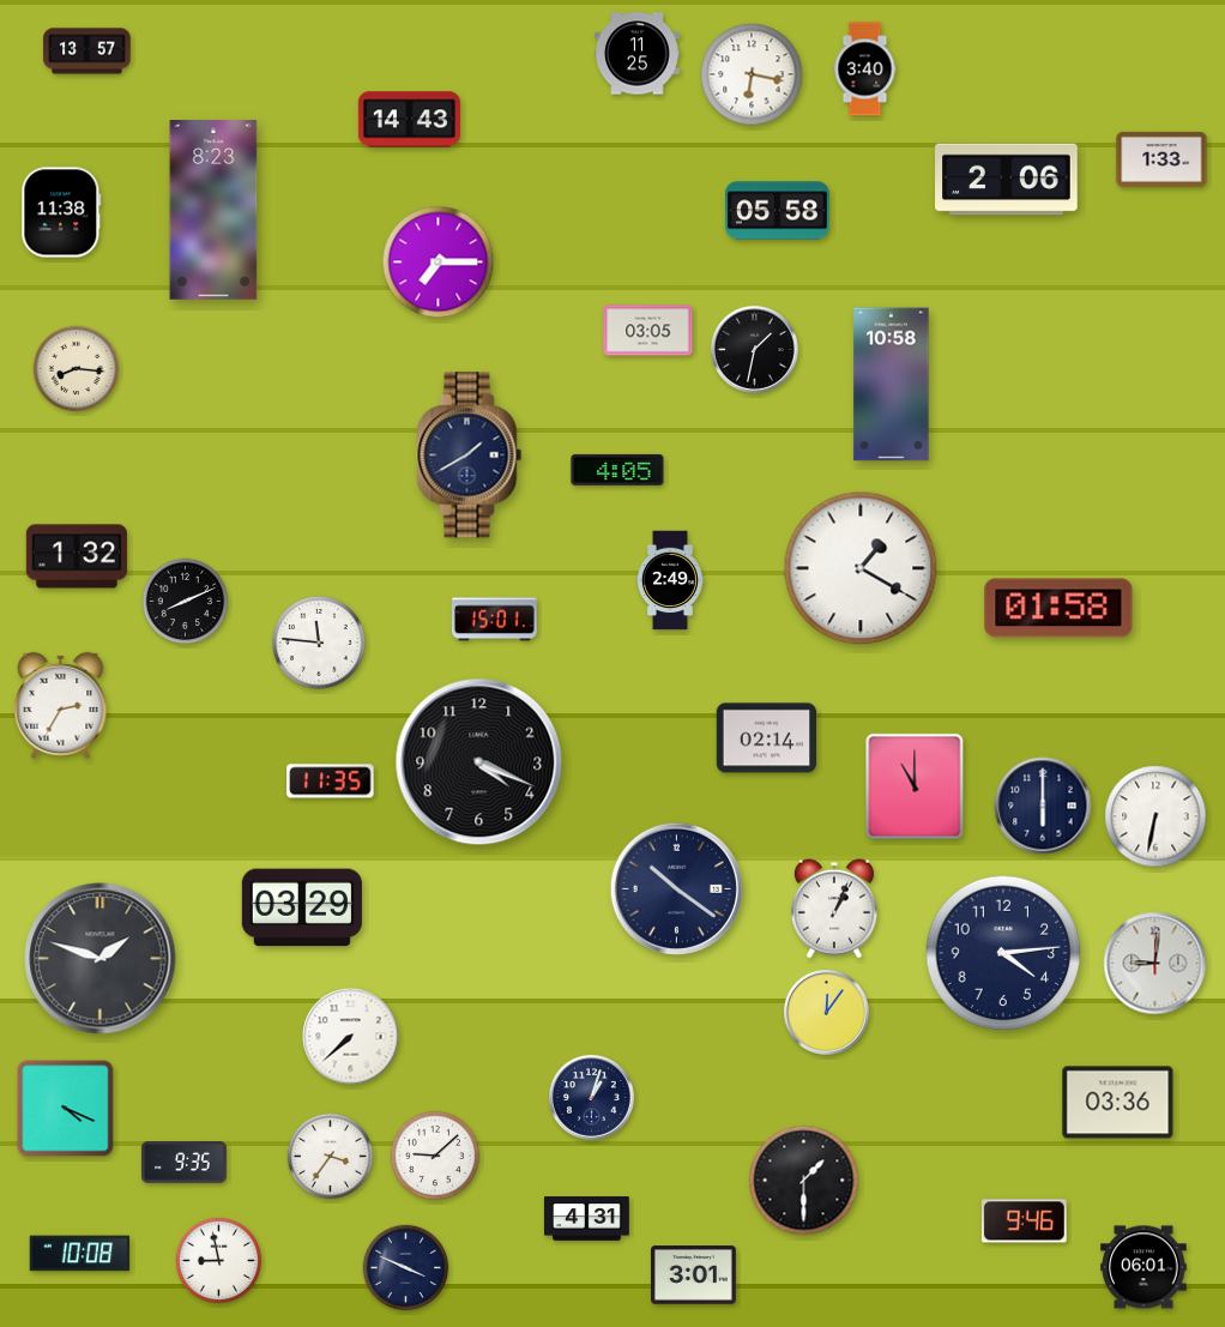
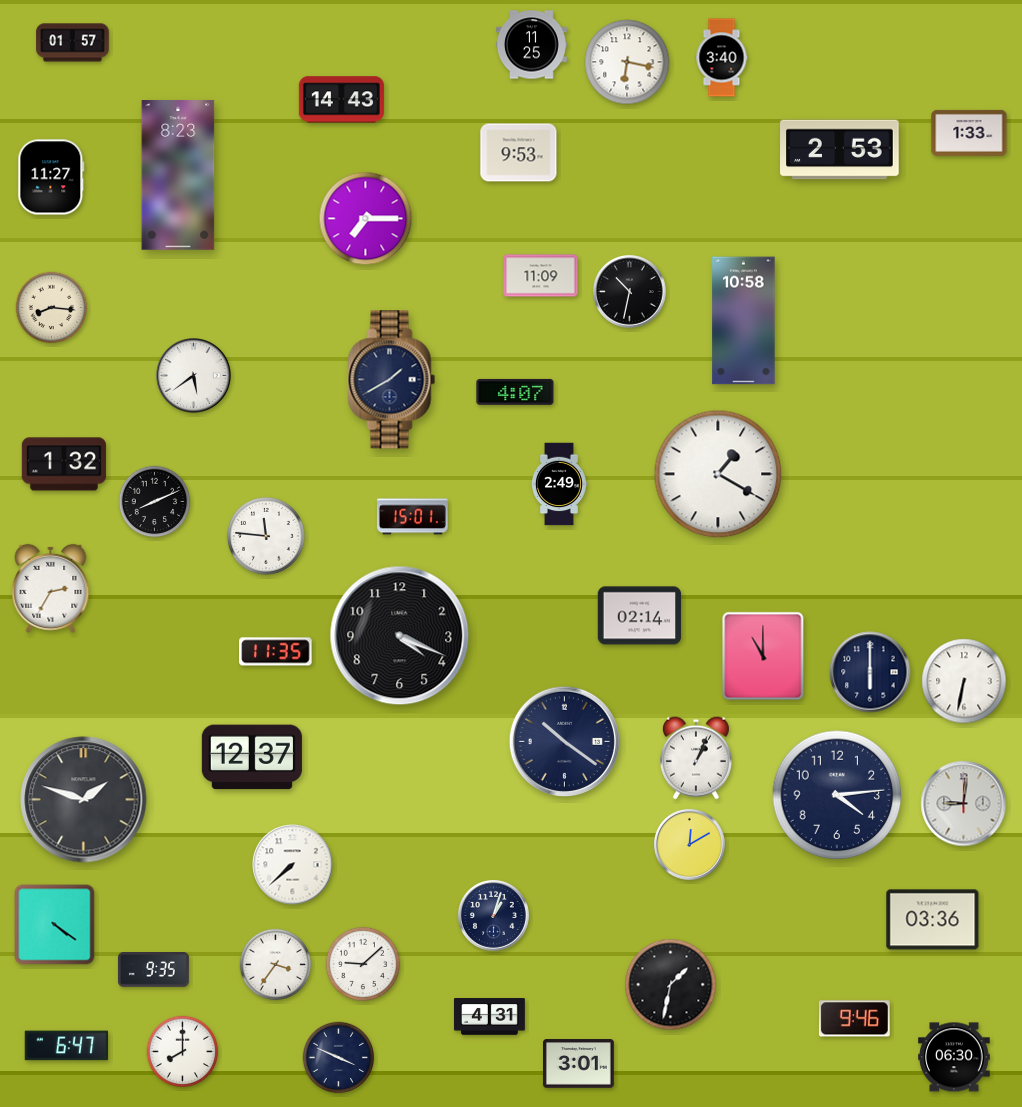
clock at (87, 52): 13:57 -> 01:57
clock at (1007, 180): 2:06 -> 2:53
clock at (519, 153): none -> 9:53
clock at (778, 211): 05:58 -> none
clock at (61, 212): 11:38 -> 11:27
clock at (648, 331): 03:05 -> 11:09
clock at (755, 350): 1:32 -> 10:32
clock at (77, 369) position: (77, 369) -> (52, 308)
clock at (194, 376): none -> 5:39
clock at (617, 470): 4:05 -> 4:07
clock at (1058, 608): 01:58 -> none
clock at (302, 907): 03:29 -> 12:37
clock at (827, 1013): 12:06 -> 12:10
clock at (66, 1109): 4:19 -> 4:21
clock at (804, 1181): 1:30 -> 1:32
clock at (80, 1254): 10:08 -> 6:47
clock at (219, 1261): 8:58 -> 8:00
clock at (1143, 1267): 06:01 -> 06:30
